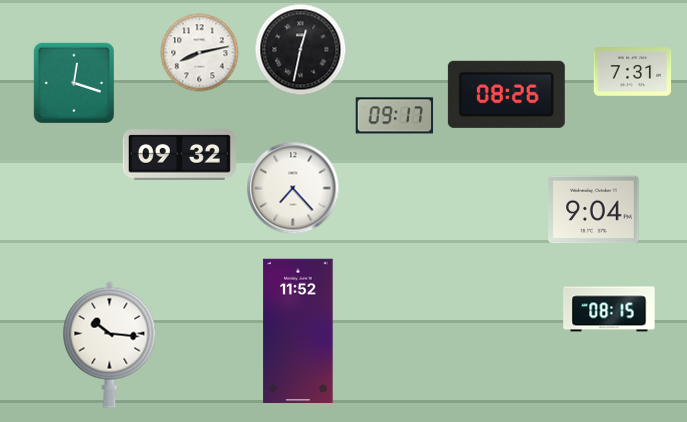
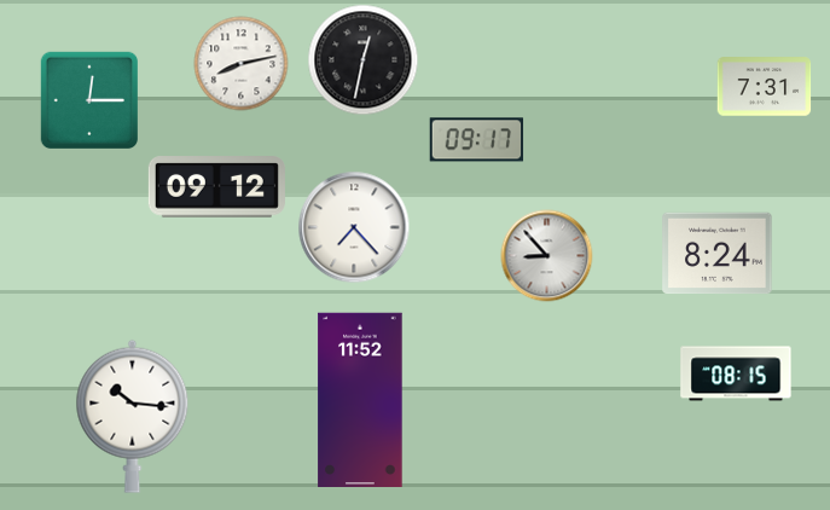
clock at (73, 82): 12:18 -> 12:15
clock at (506, 94): 08:26 -> none
clock at (179, 155): 09:32 -> 09:12
clock at (594, 210): 9:04 -> 8:24
clock at (547, 256): none -> 8:53
